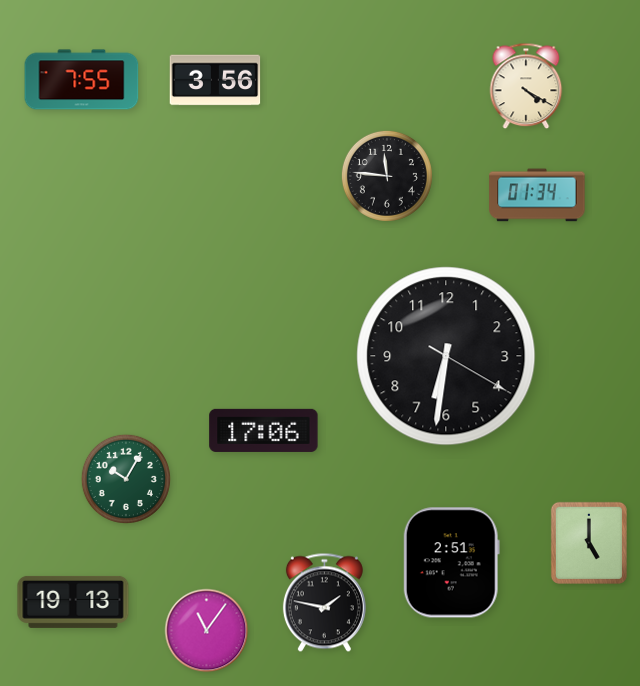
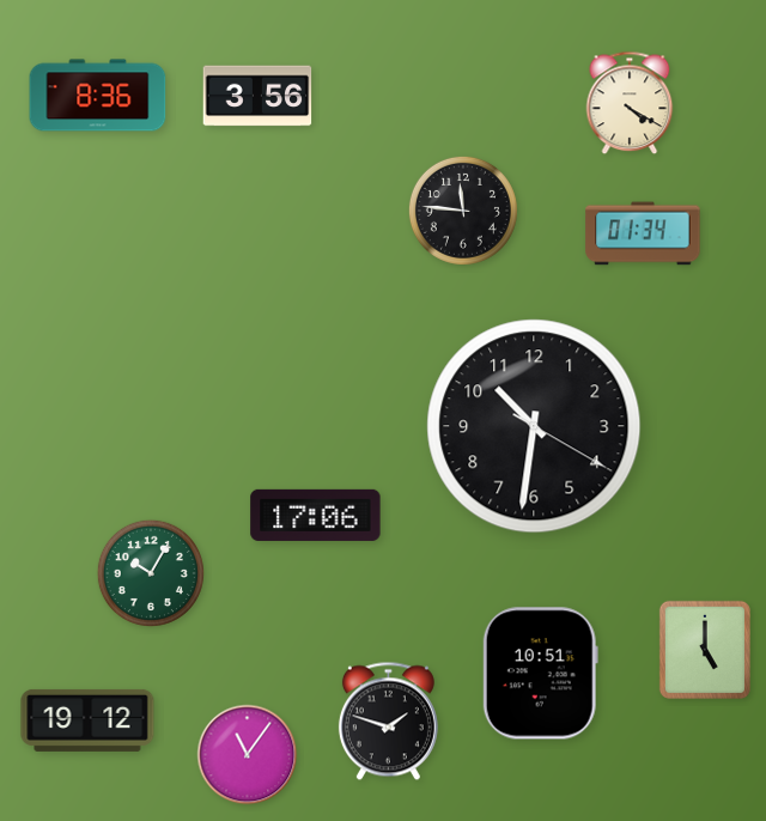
clock at (82, 80): 7:55 -> 8:36
clock at (446, 356): 6:31 -> 10:31
clock at (451, 563): 2:51 -> 10:51
clock at (73, 602): 19:13 -> 19:12
clock at (324, 603): 1:47 -> 1:48
